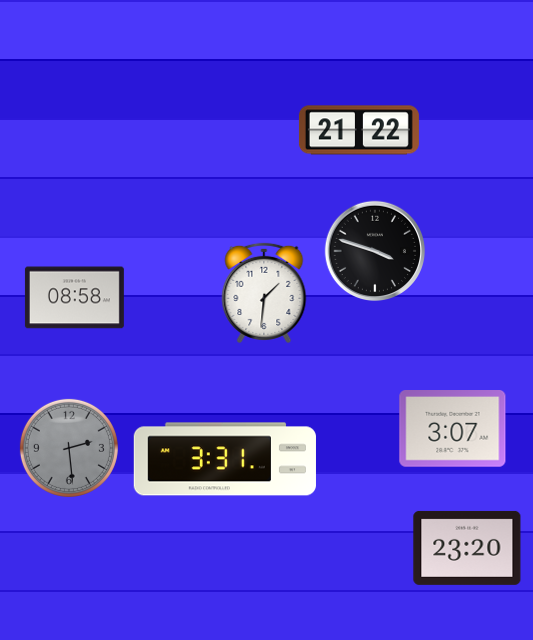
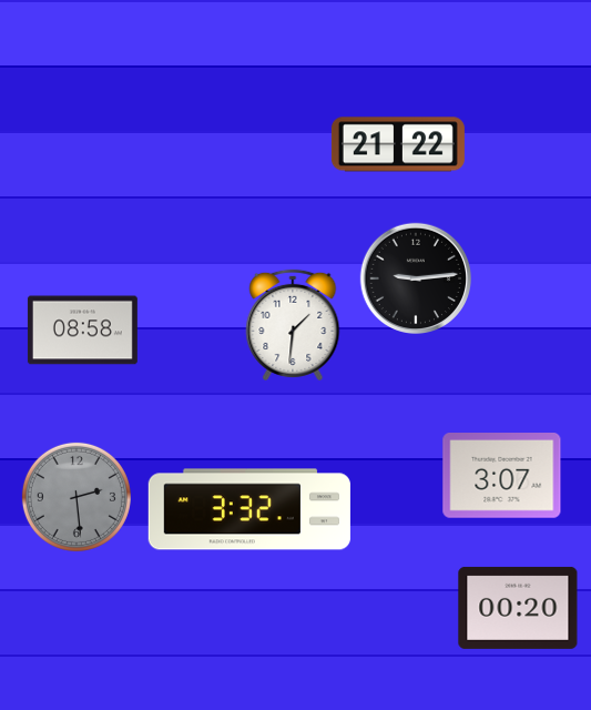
clock at (375, 251): 3:48 -> 9:14
clock at (225, 459): 3:31 -> 3:32
clock at (467, 548): 23:20 -> 00:20
